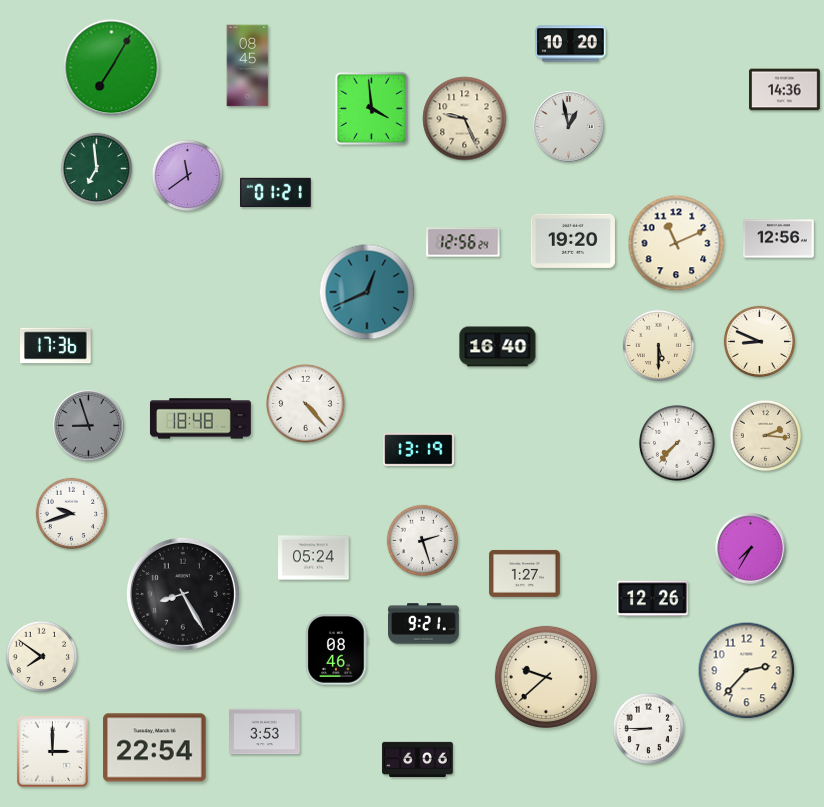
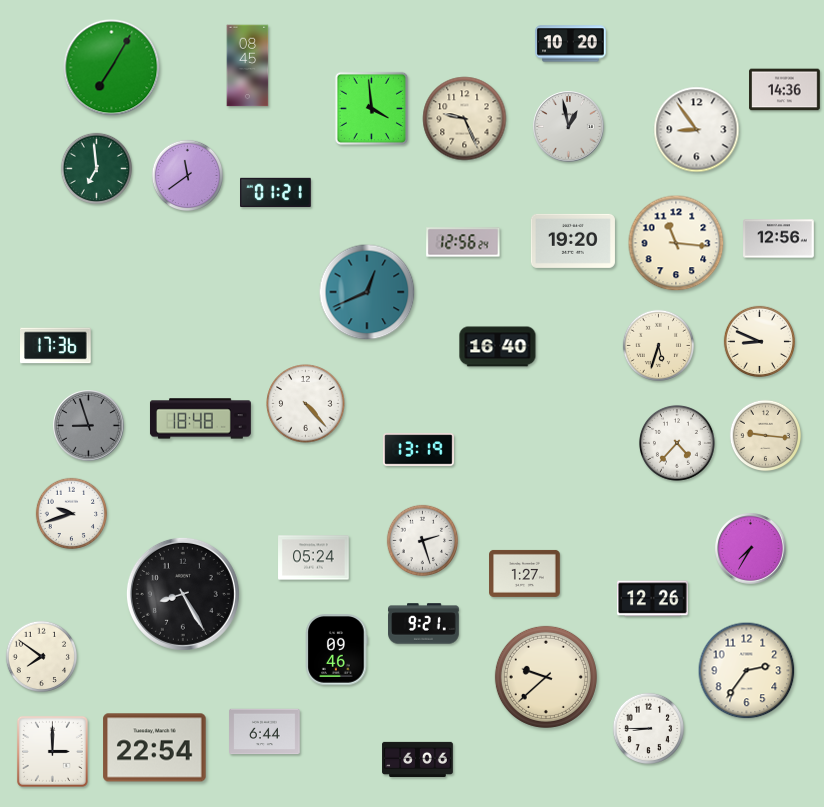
clock at (697, 130): none -> 8:54
clock at (676, 243): 11:11 -> 11:16
clock at (659, 346): 5:30 -> 5:33
clock at (766, 436): 2:16 -> 9:16
clock at (677, 443): 7:37 -> 4:37
clock at (337, 650): 08:46 -> 09:46
clock at (747, 671): 2:37 -> 2:36
clock at (265, 732): 3:53 -> 6:44
